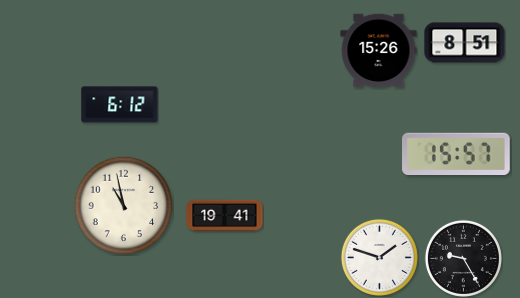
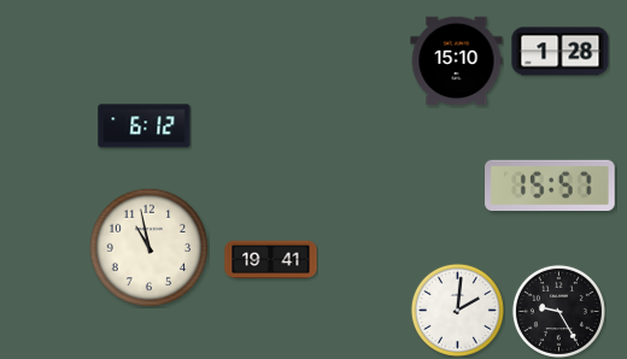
clock at (465, 43): 8:51 -> 1:28
clock at (379, 51): 15:26 -> 15:10
clock at (379, 257): 1:48 -> 2:01
